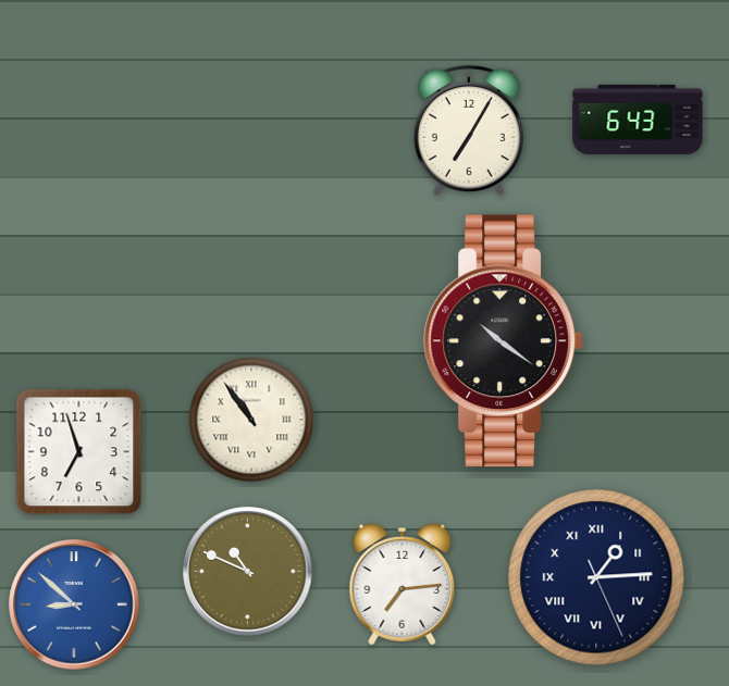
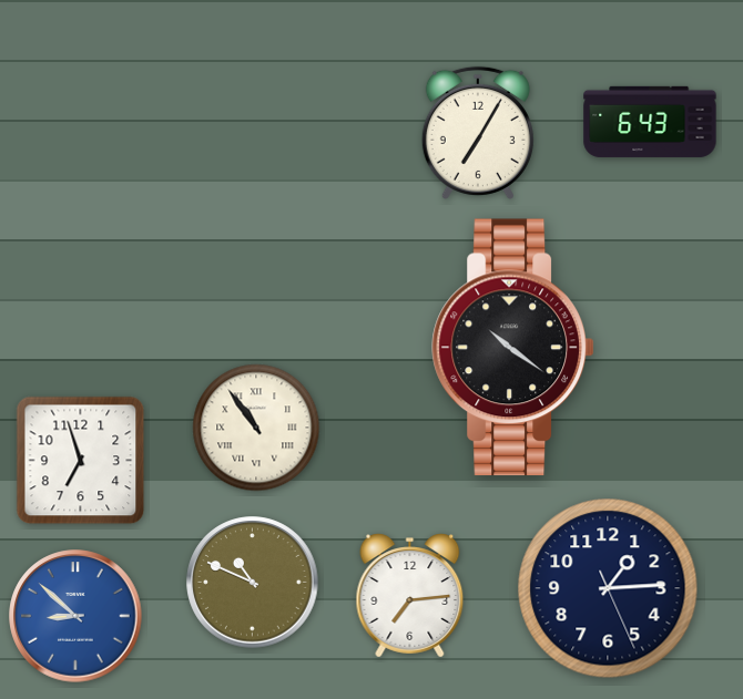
clock at (596, 577) numerals: Roman -> Arabic
